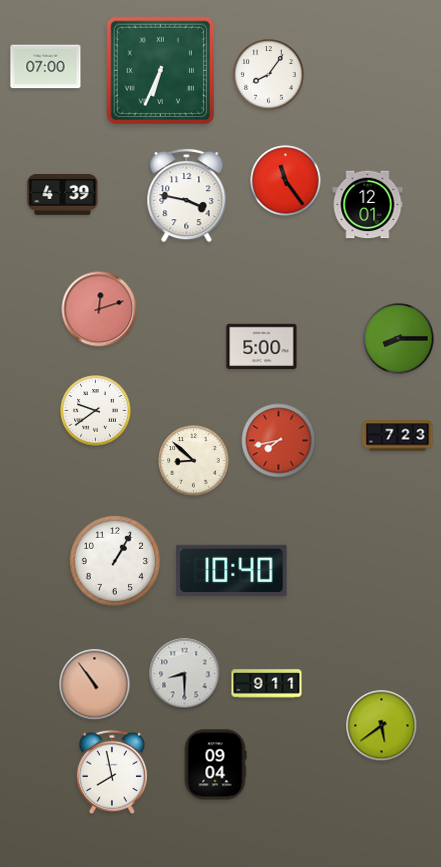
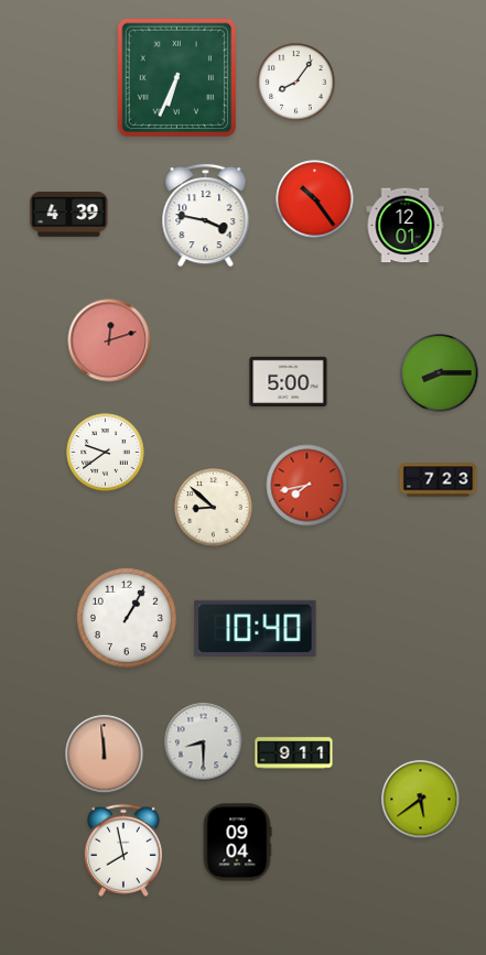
clock at (46, 67): 07:00 -> none
clock at (286, 181): 11:24 -> 10:24
clock at (95, 685): 10:54 -> 11:59
